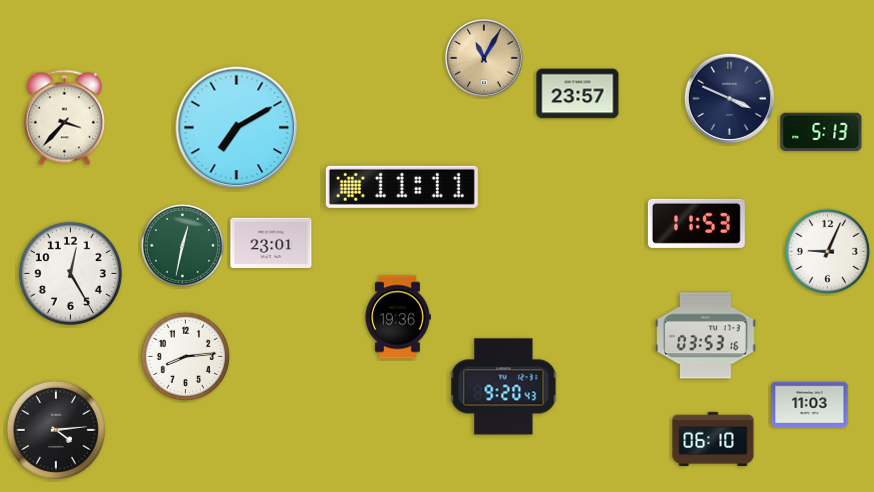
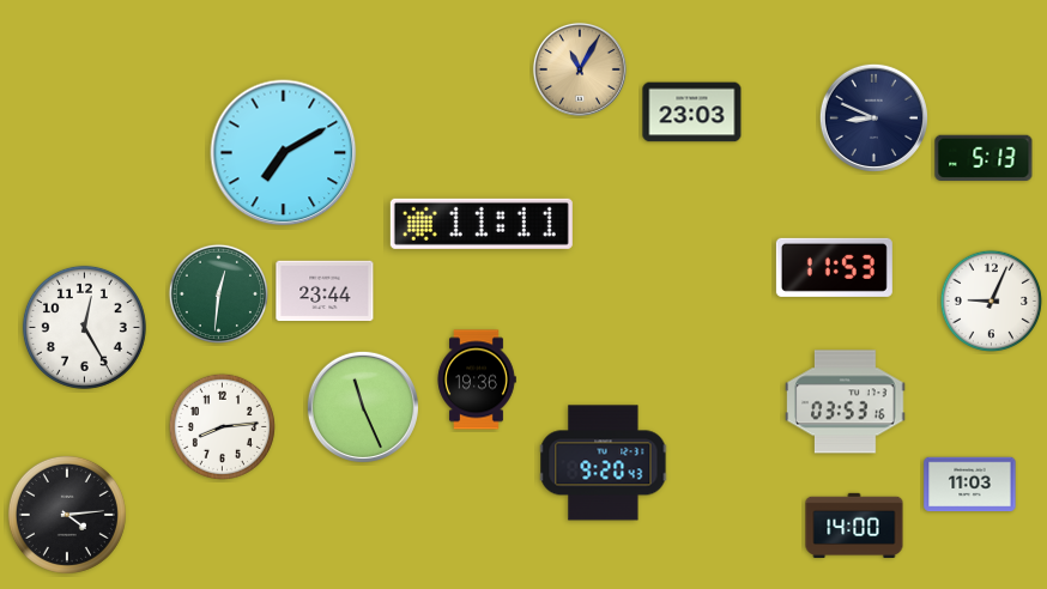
clock at (578, 94): 23:57 -> 23:03
clock at (729, 98): 3:49 -> 8:49
clock at (64, 118): 3:37 -> none
clock at (271, 243): 23:01 -> 23:44
clock at (182, 245): 12:32 -> 12:31
clock at (363, 407): none -> 11:26
clock at (713, 438): 06:10 -> 14:00
